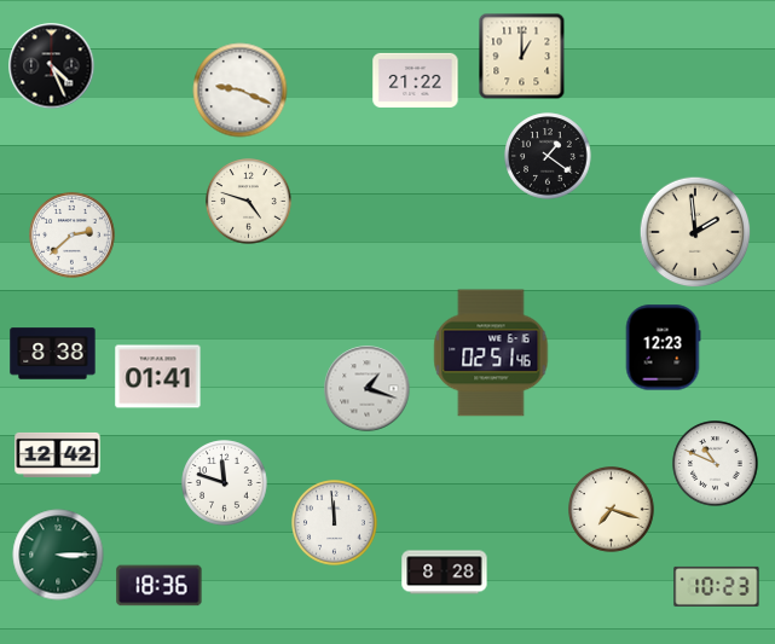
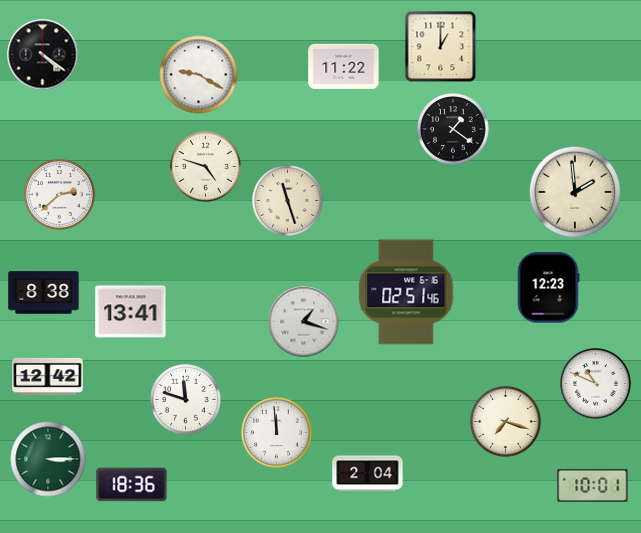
clock at (522, 57) position: (522, 57) -> (441, 47)
clock at (52, 66): 4:26 -> 4:21
clock at (416, 80): 21:22 -> 11:22
clock at (241, 91): 9:19 -> 9:20
clock at (288, 201): none -> 11:27
clock at (158, 377): 01:41 -> 13:41
clock at (716, 464) position: (716, 464) -> (596, 384)
clock at (445, 573): 8:28 -> 2:04
clock at (717, 586): 10:23 -> 10:01
